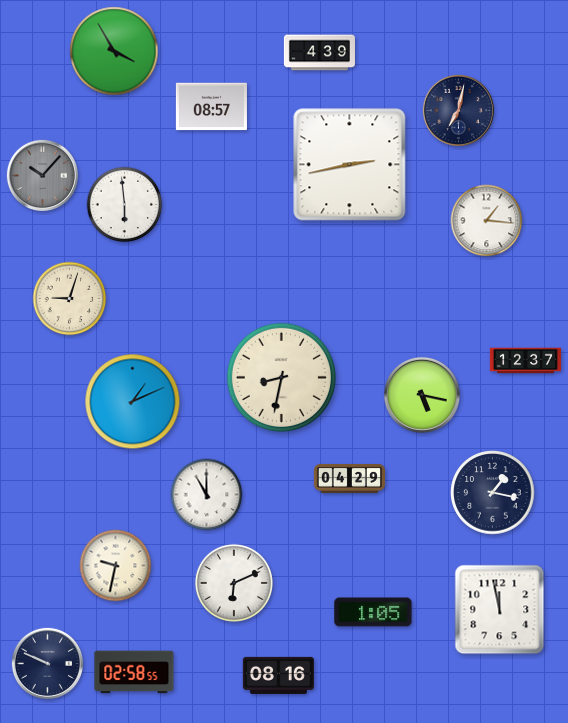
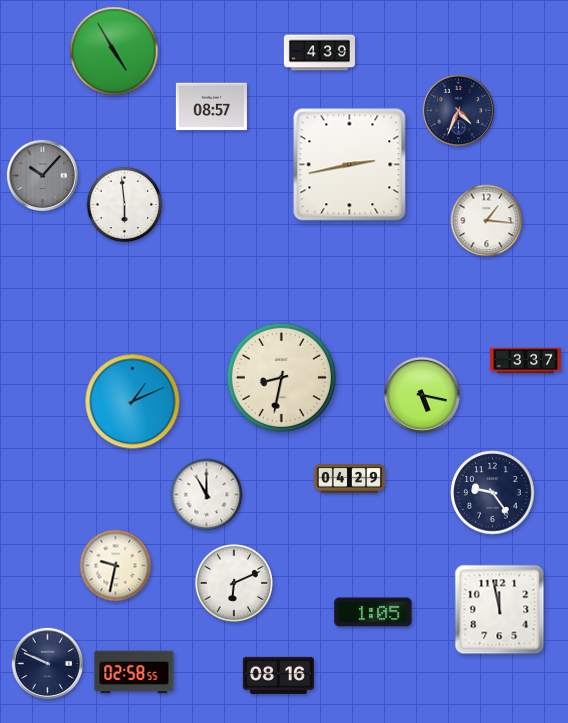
clock at (114, 51): 3:55 -> 4:55
clock at (458, 110): 7:02 -> 4:34
clock at (70, 299): 9:03 -> none
clock at (525, 361): 12:37 -> 3:37
clock at (493, 493): 1:17 -> 9:24
